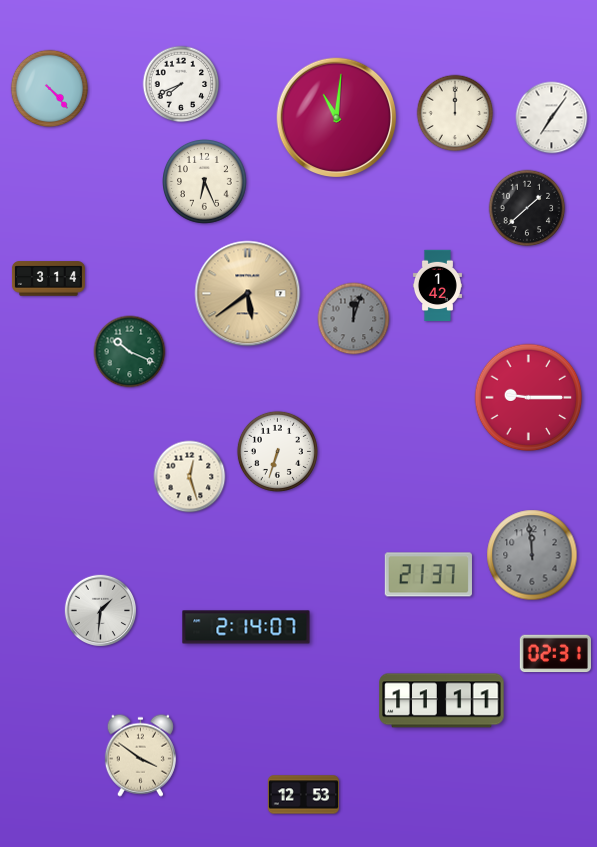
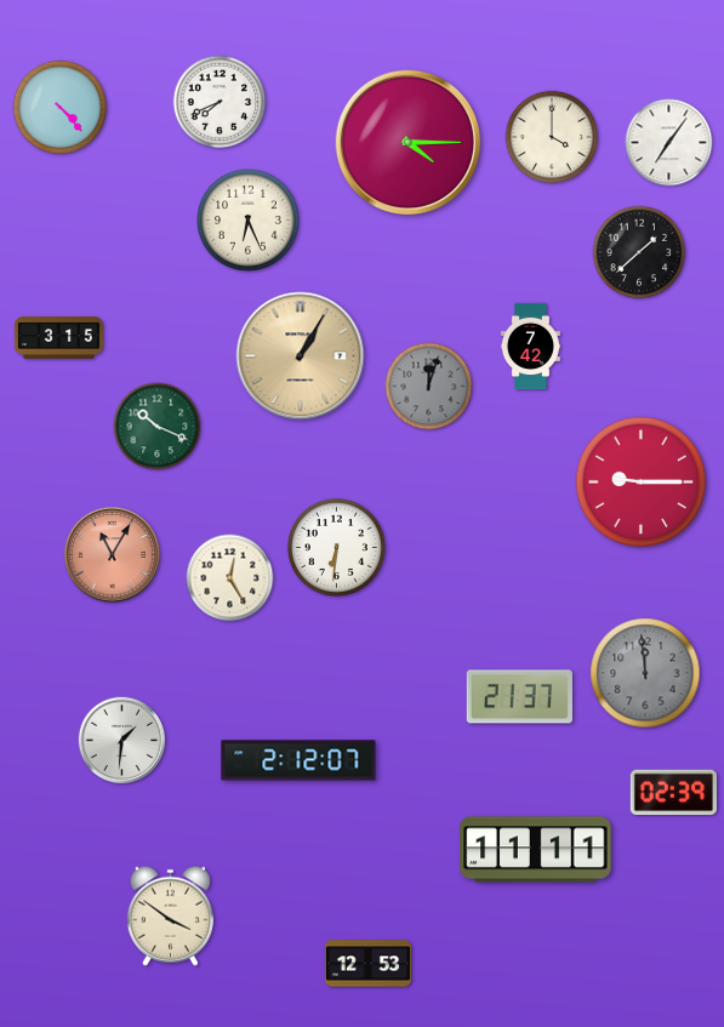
clock at (455, 113): 12:00 -> 4:00
clock at (337, 118): 11:01 -> 4:15
clock at (48, 279): 3:14 -> 3:15
clock at (437, 286): 1:42 -> 7:42
clock at (248, 294): 5:39 -> 1:05
clock at (277, 451): 6:33 -> 6:31
clock at (112, 554): none -> 11:05
clock at (190, 477): 12:27 -> 12:25
clock at (246, 627): 2:14 -> 2:12
clock at (555, 654): 02:31 -> 02:39
